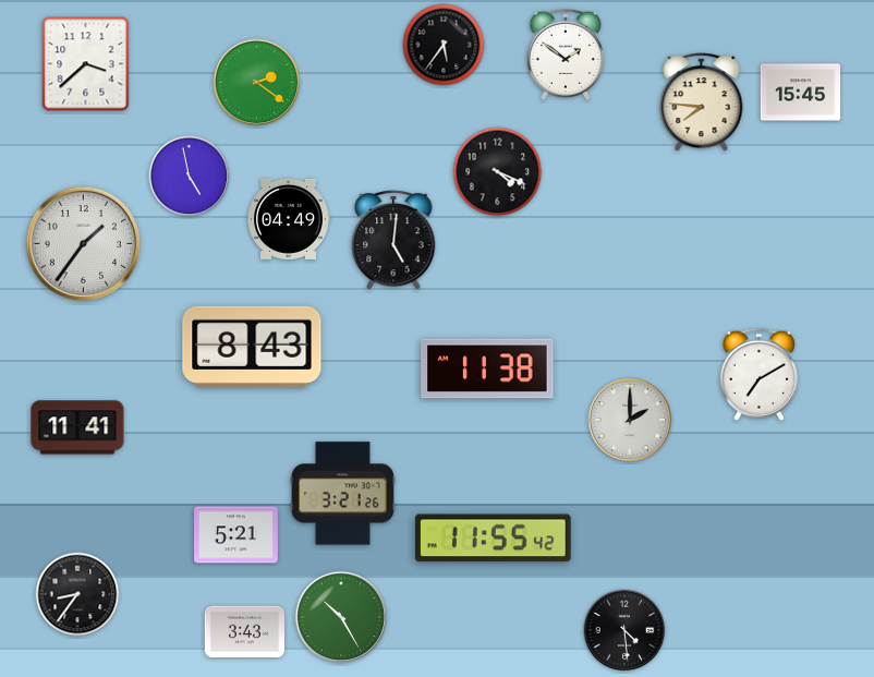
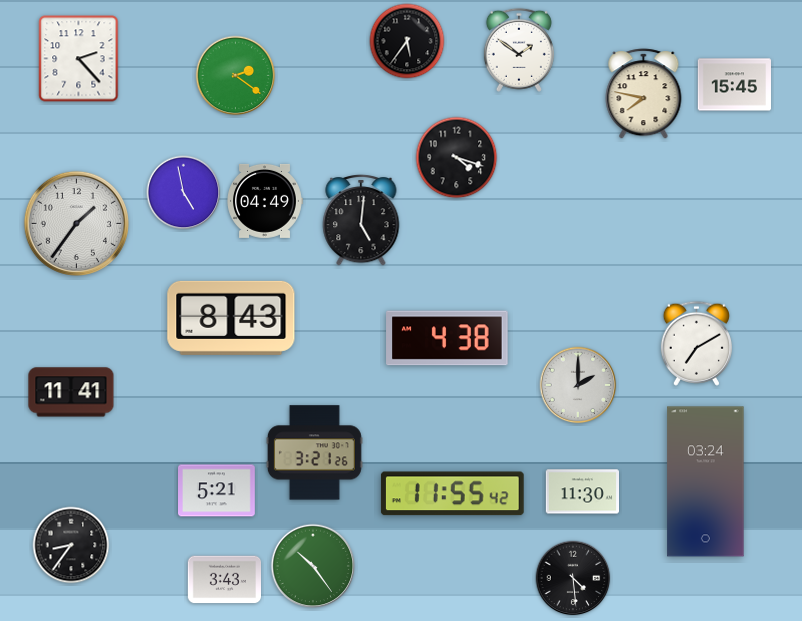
clock at (86, 64): 3:38 -> 2:23
clock at (702, 102): 7:46 -> 7:47
clock at (498, 172): 4:19 -> 4:18
clock at (190, 177) position: (190, 177) -> (184, 193)
clock at (487, 368): 11:38 -> 4:38
clock at (706, 482): none -> 03:24
clock at (582, 492): none -> 11:30
clock at (341, 617): 10:25 -> 10:24
